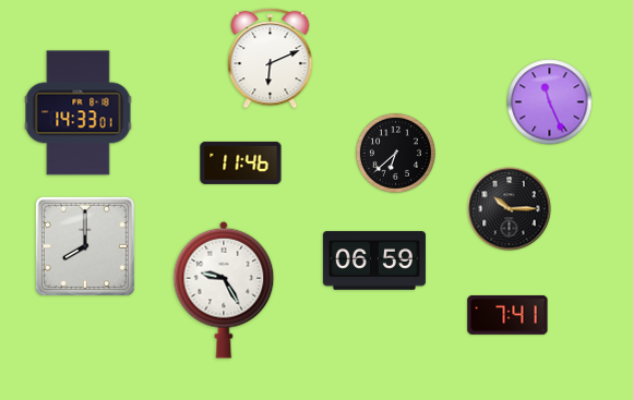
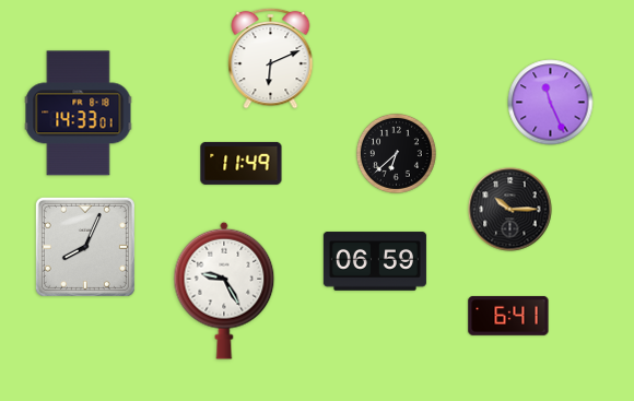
clock at (241, 162): 11:46 -> 11:49
clock at (85, 246): 8:00 -> 8:04
clock at (507, 315): 7:41 -> 6:41
